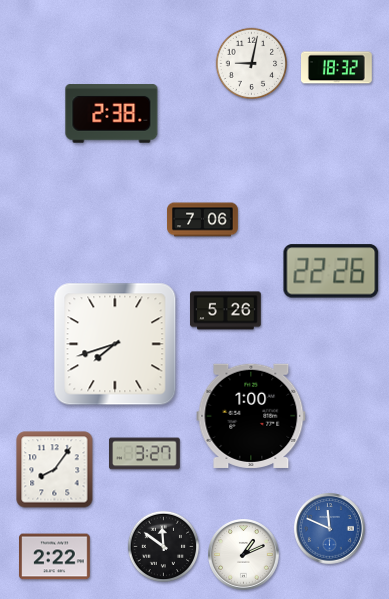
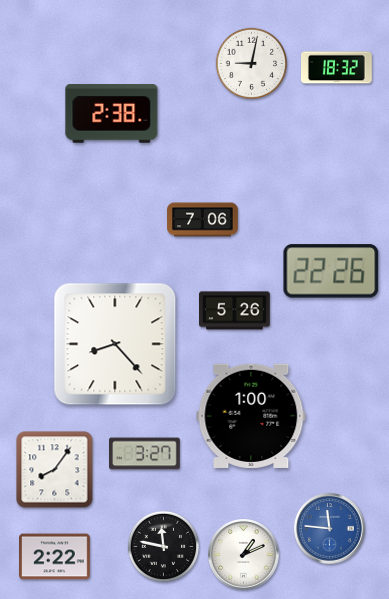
clock at (226, 311) position: (226, 311) -> (235, 311)
clock at (115, 344): 7:42 -> 8:23
clock at (330, 529): 11:49 -> 11:46
clock at (164, 547): 11:51 -> 11:47
